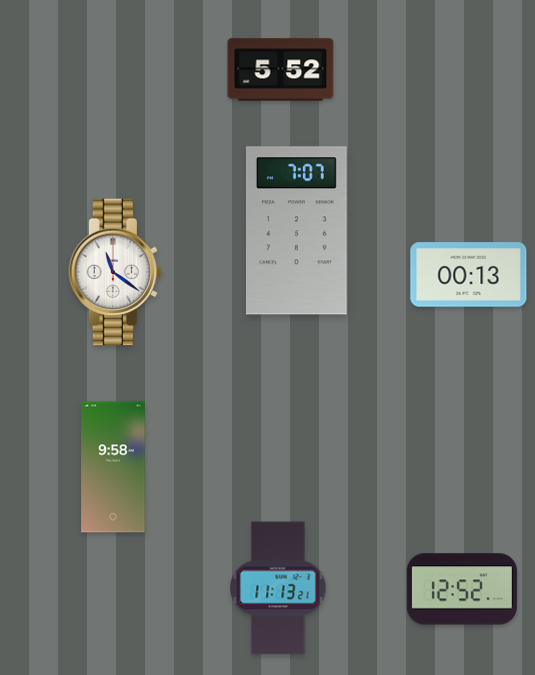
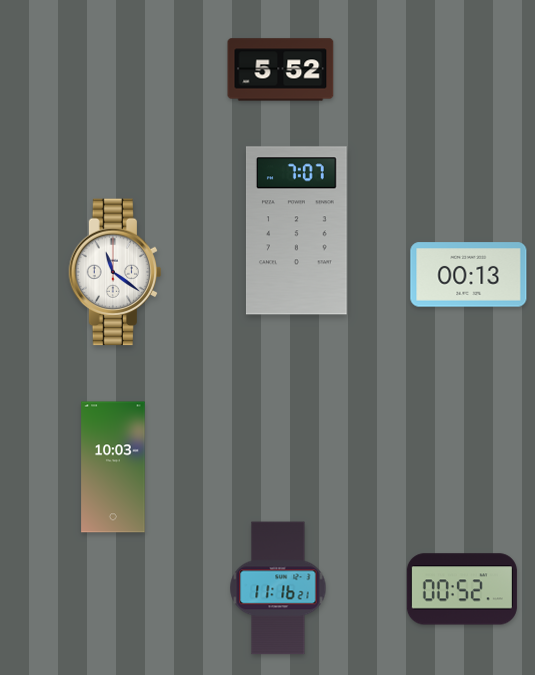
clock at (113, 467): 9:58 -> 10:03
clock at (278, 588): 11:13 -> 11:16
clock at (462, 589): 12:52 -> 00:52
